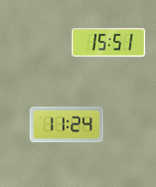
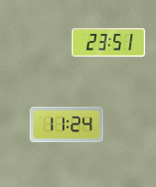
clock at (109, 43): 15:51 -> 23:51
